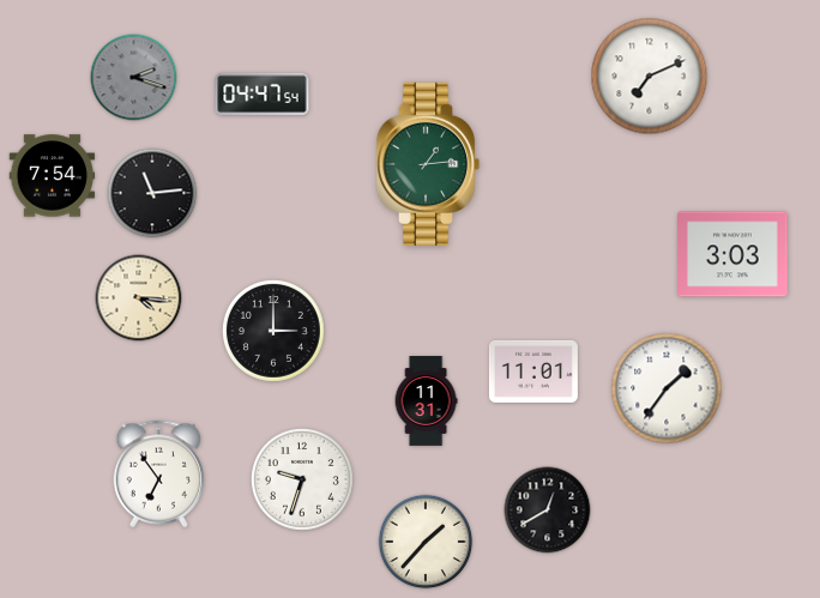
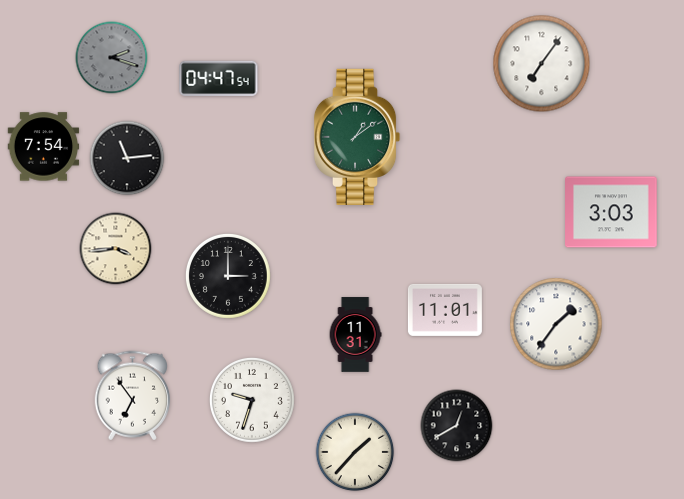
clock at (650, 77): 7:11 -> 7:06
clock at (134, 78) position: (134, 78) -> (112, 58)
clock at (428, 163): 1:14 -> 1:09
clock at (152, 193) position: (152, 193) -> (127, 158)
clock at (139, 298): 4:16 -> 3:44
